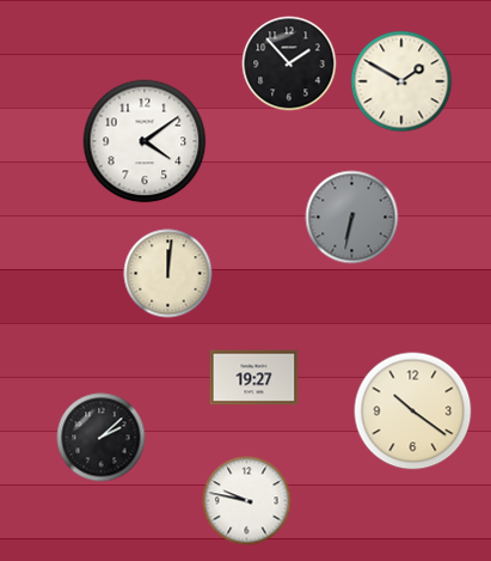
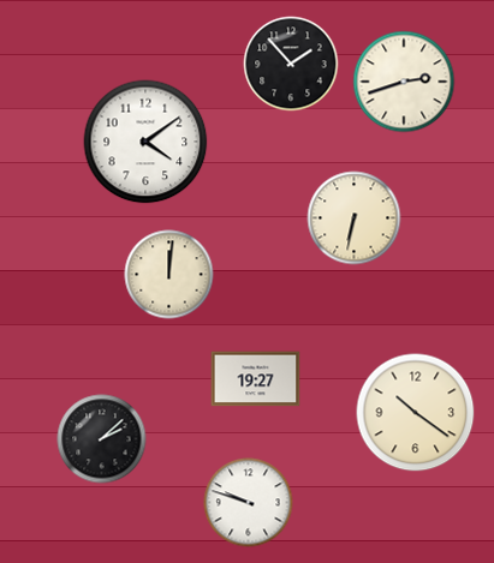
clock at (401, 81): 1:50 -> 2:42
clock at (352, 218) dial: grey -> cream
clock at (247, 501): 9:47 -> 9:48
